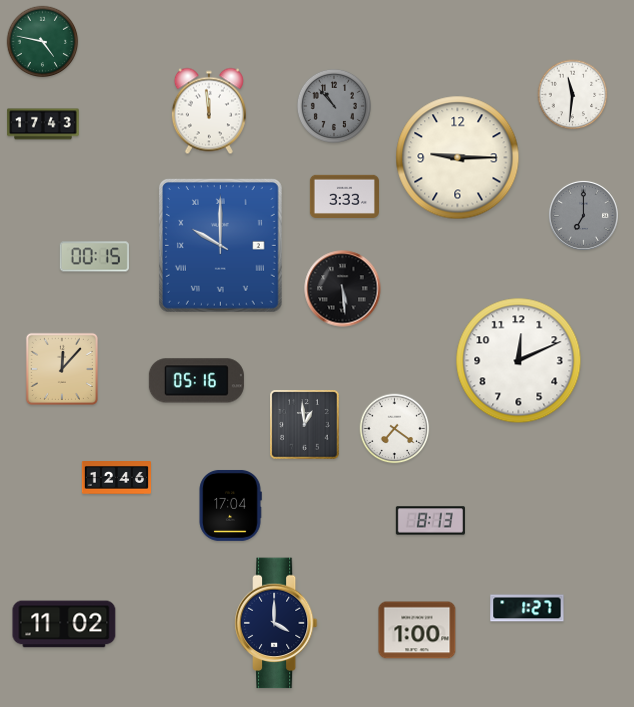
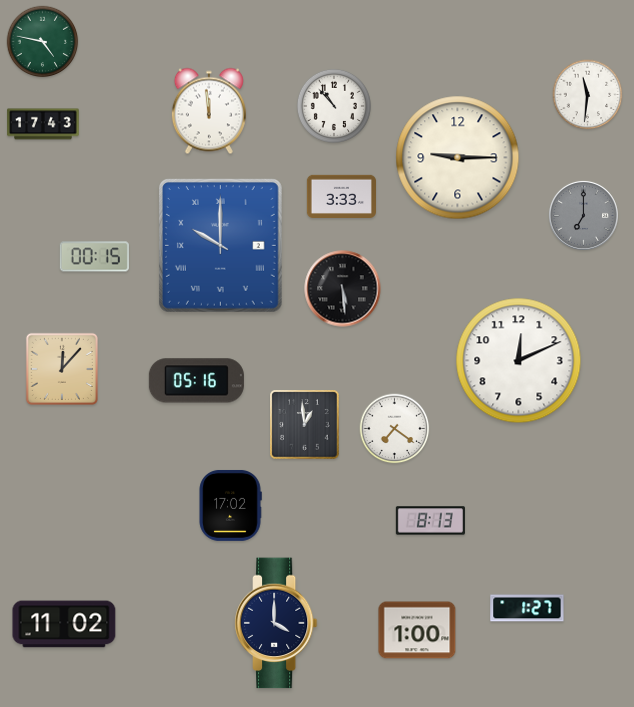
clock at (573, 95) position: (573, 95) -> (588, 95)
clock at (334, 106) dial: grey -> white
clock at (344, 196) position: (344, 196) -> (341, 196)
clock at (116, 478): 12:46 -> none
clock at (230, 505): 17:04 -> 17:02
